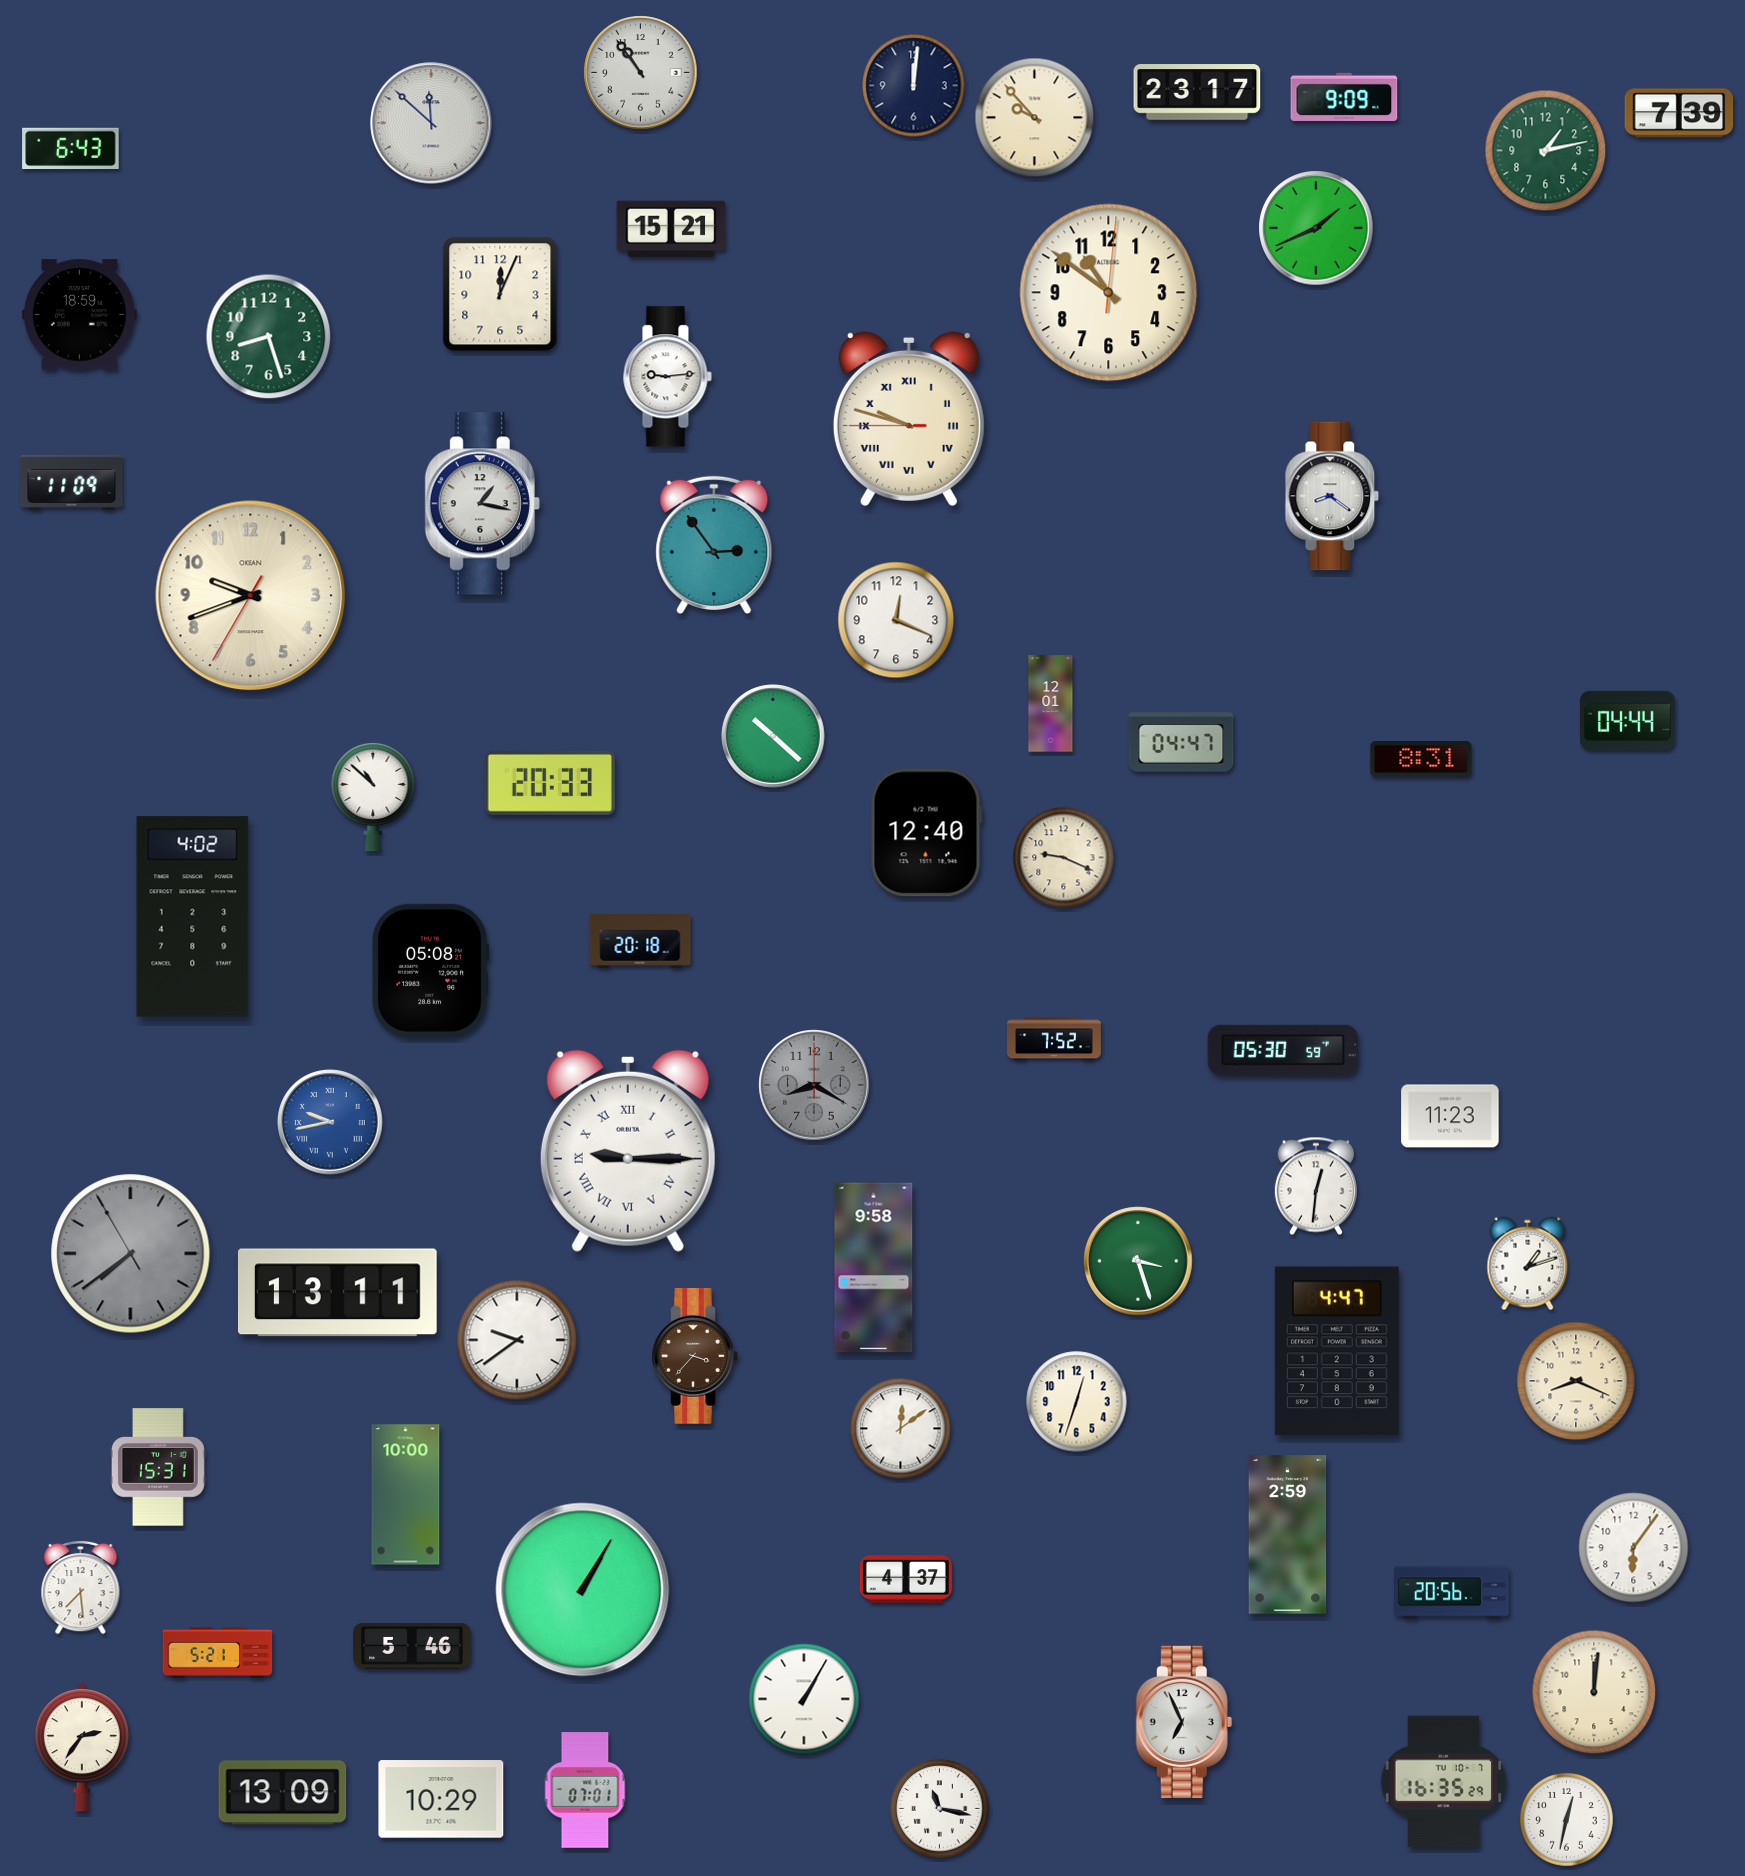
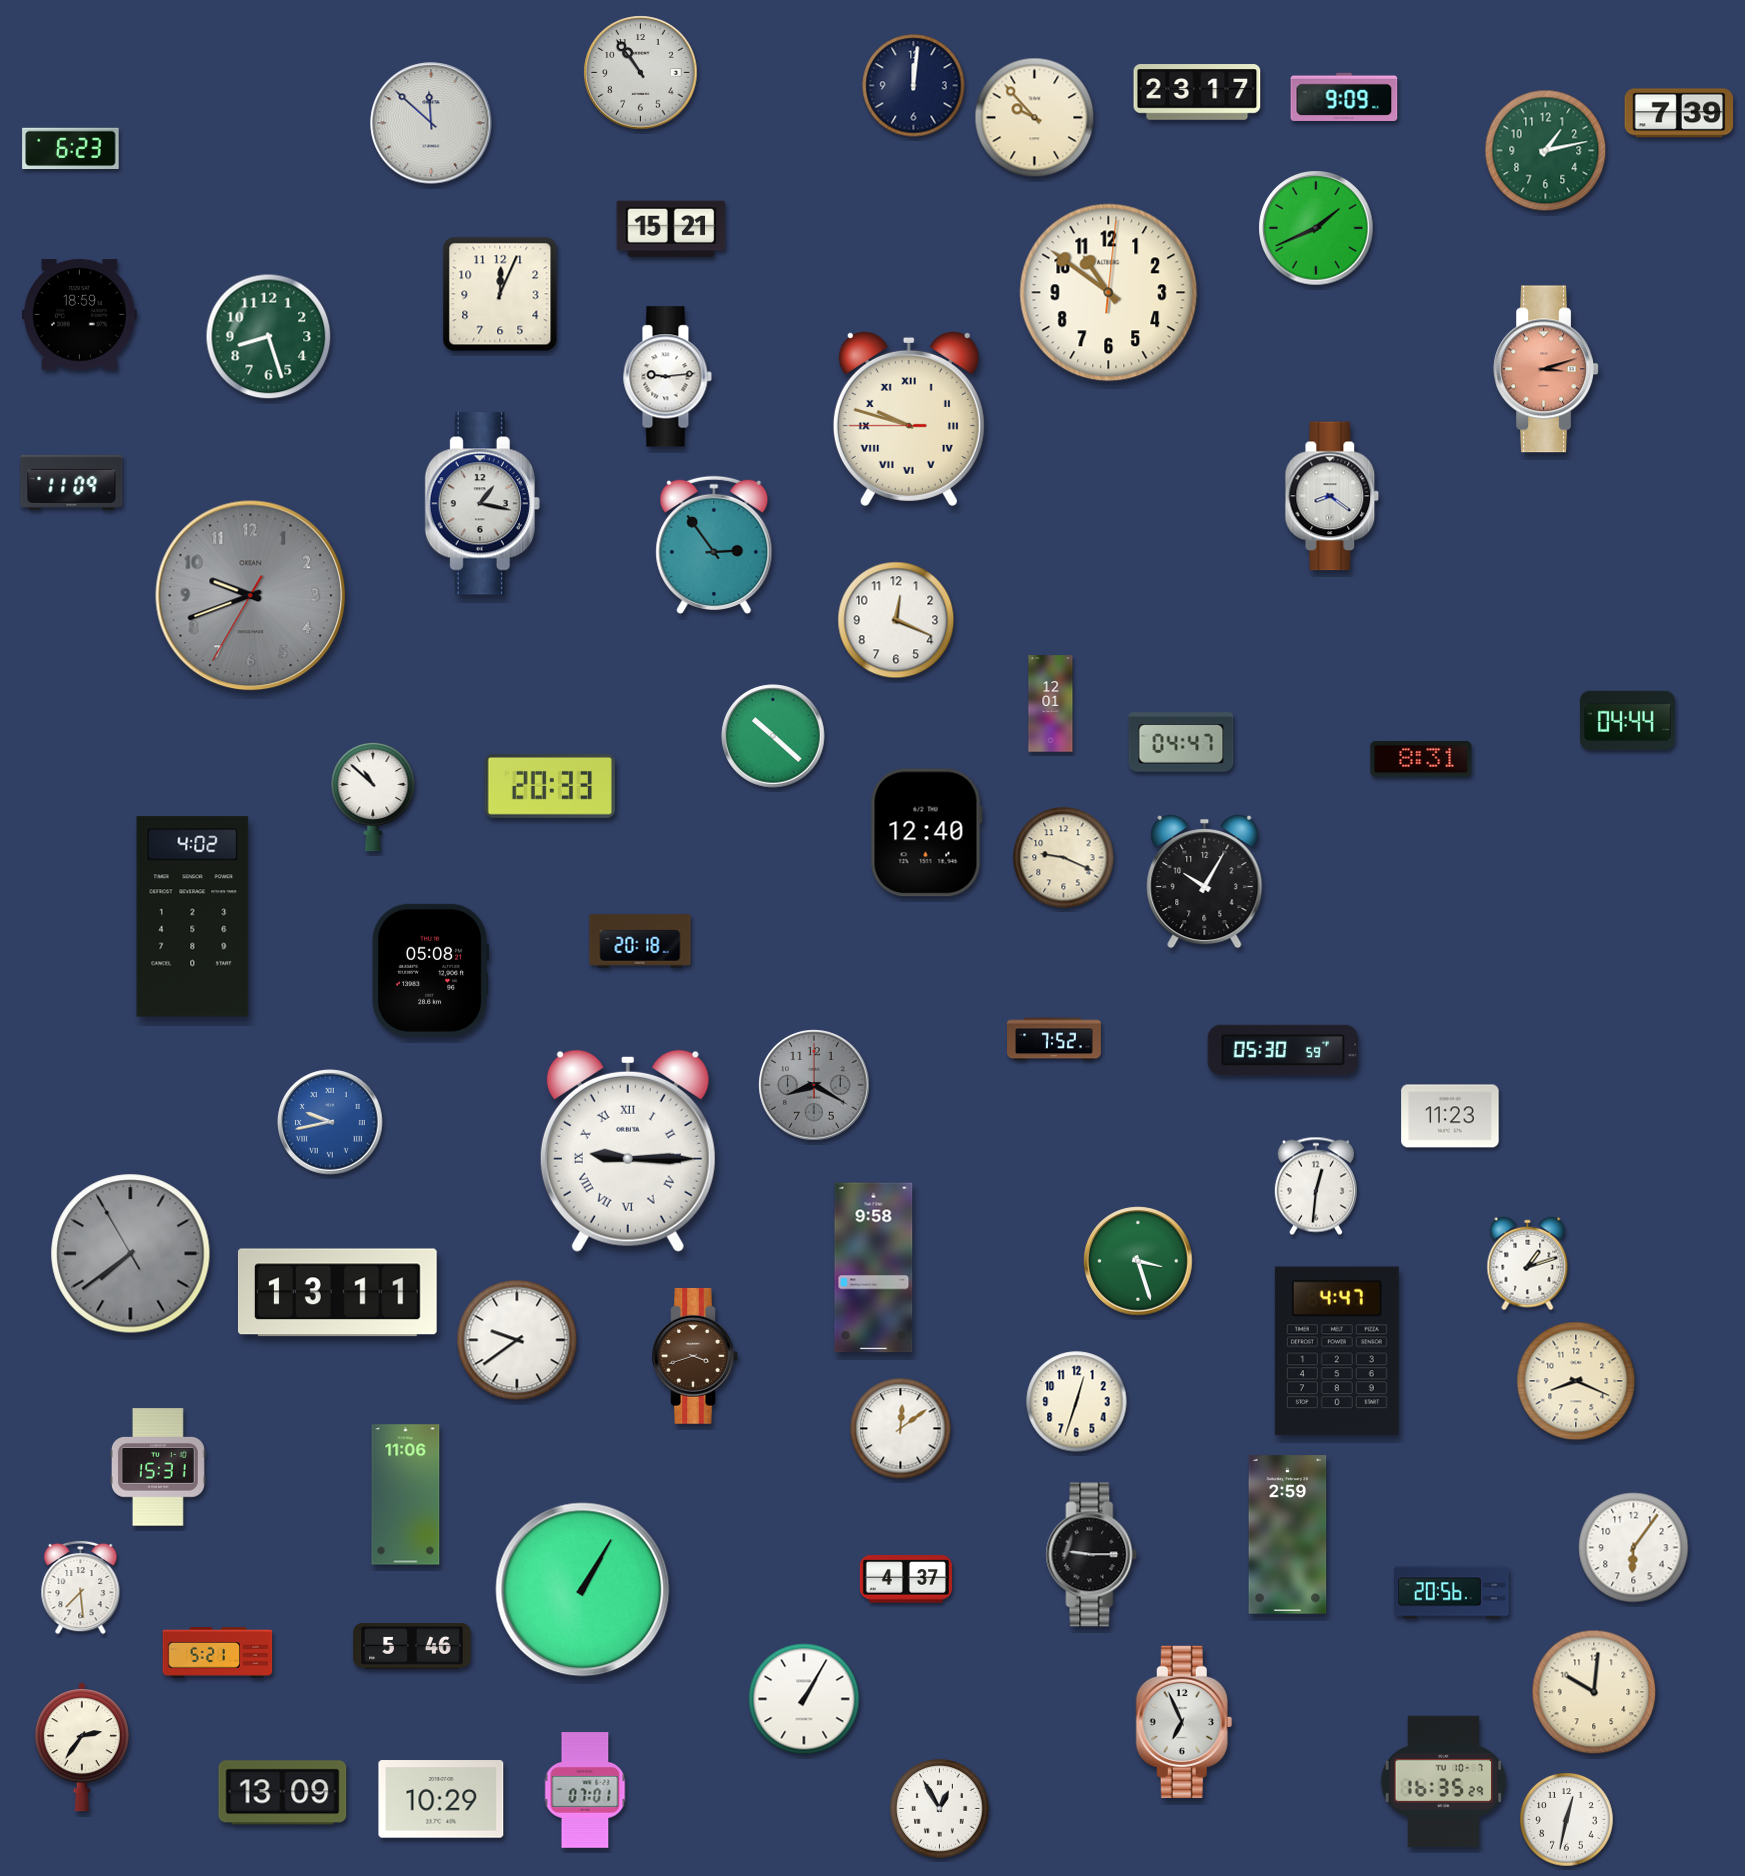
clock at (71, 149): 6:43 -> 6:23
clock at (1546, 369): none -> 3:12
clock at (251, 596) dial: cream -> grey
clock at (550, 783) position: (550, 783) -> (550, 786)
clock at (1205, 881): none -> 10:05
clock at (695, 1356): 3:37 -> 3:42
clock at (406, 1495): 10:00 -> 11:06
clock at (1092, 1555): none -> 9:15
clock at (1594, 1692): 12:01 -> 10:01
clock at (940, 1809): 11:17 -> 12:55
